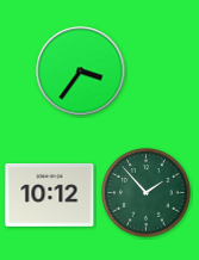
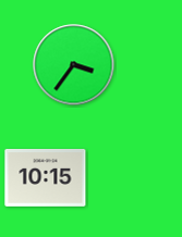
clock at (147, 193): 1:53 -> none
clock at (50, 194): 10:12 -> 10:15
